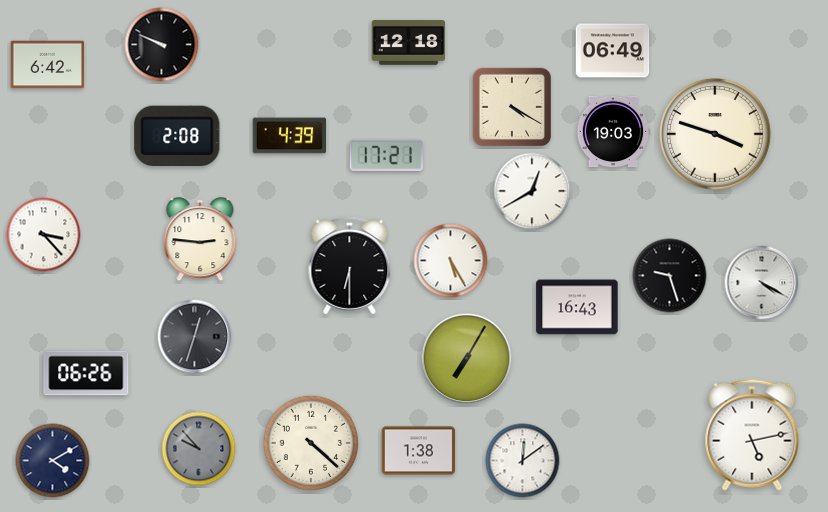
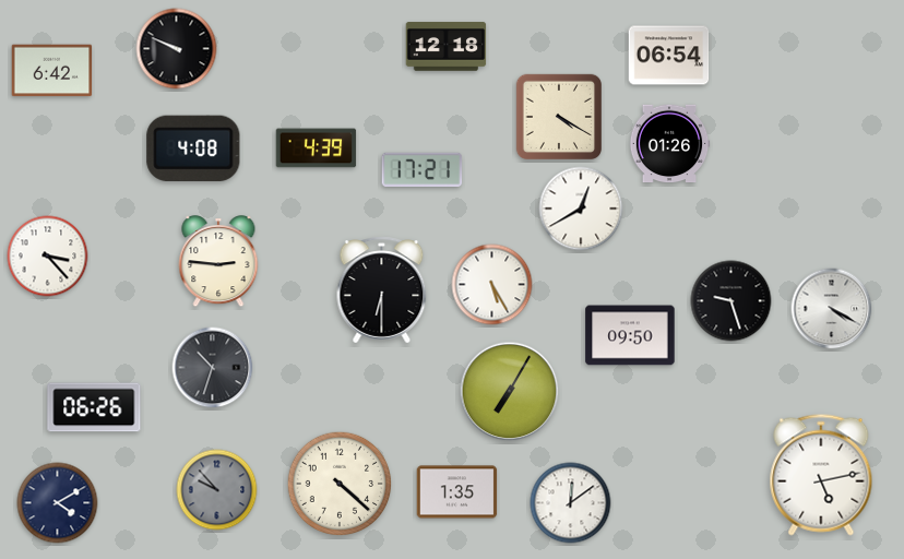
clock at (613, 51): 06:49 -> 06:54
clock at (613, 132): 19:03 -> 01:26
clock at (716, 135): 3:48 -> none
clock at (177, 136): 2:08 -> 4:08
clock at (577, 307): 16:43 -> 09:50
clock at (195, 337): 12:33 -> 10:33
clock at (419, 451): 1:38 -> 1:35
